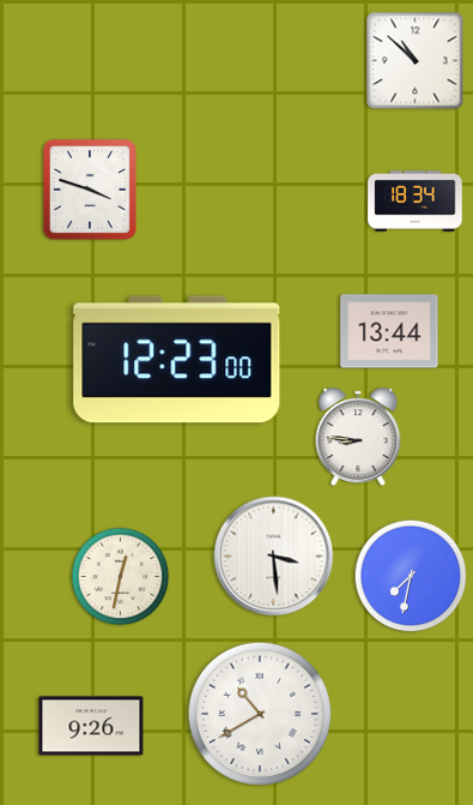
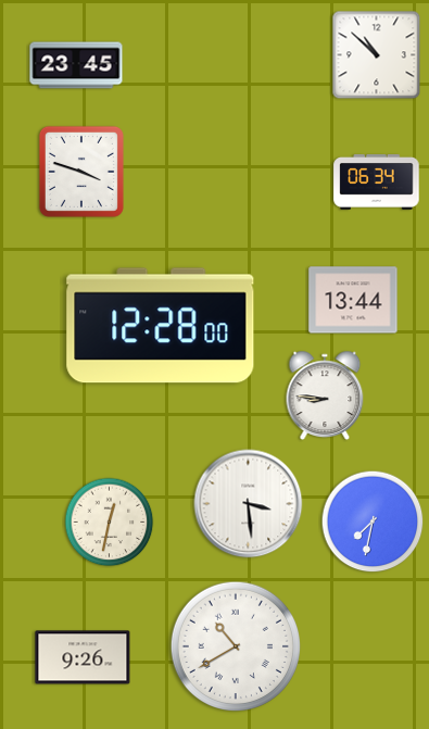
clock at (76, 65): none -> 23:45
clock at (416, 202): 18:34 -> 06:34
clock at (177, 360): 12:23 -> 12:28
